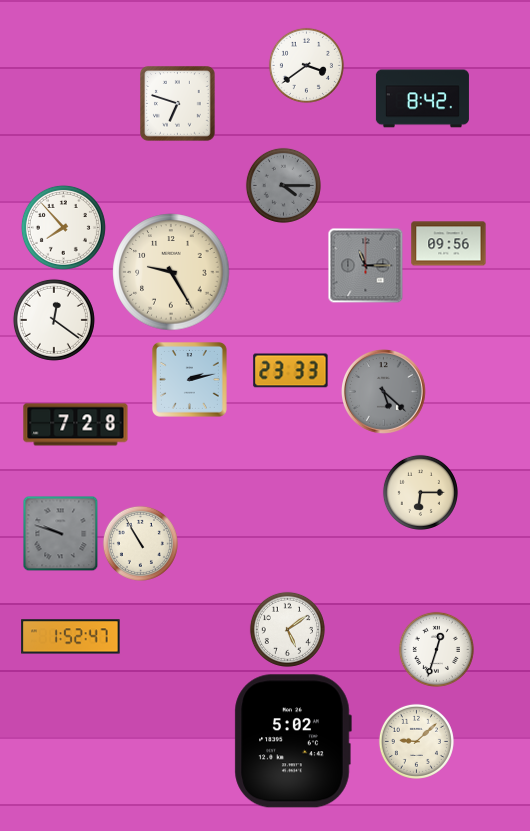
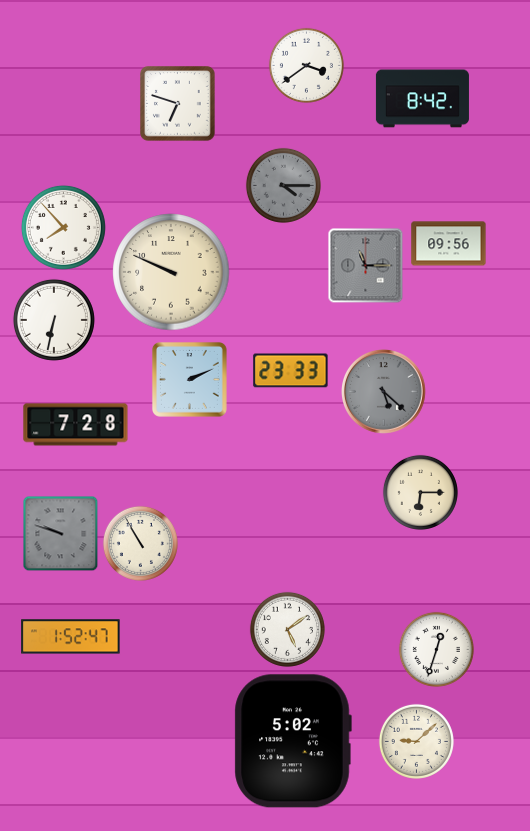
clock at (171, 272): 9:25 -> 9:49
clock at (54, 320): 12:21 -> 6:32
clock at (189, 379): 2:13 -> 2:11
